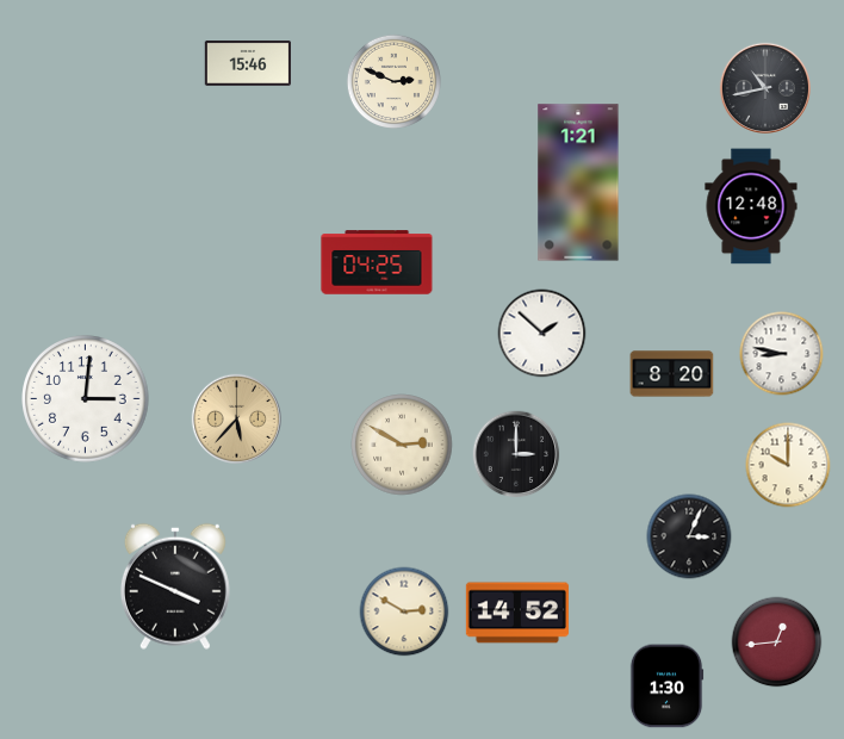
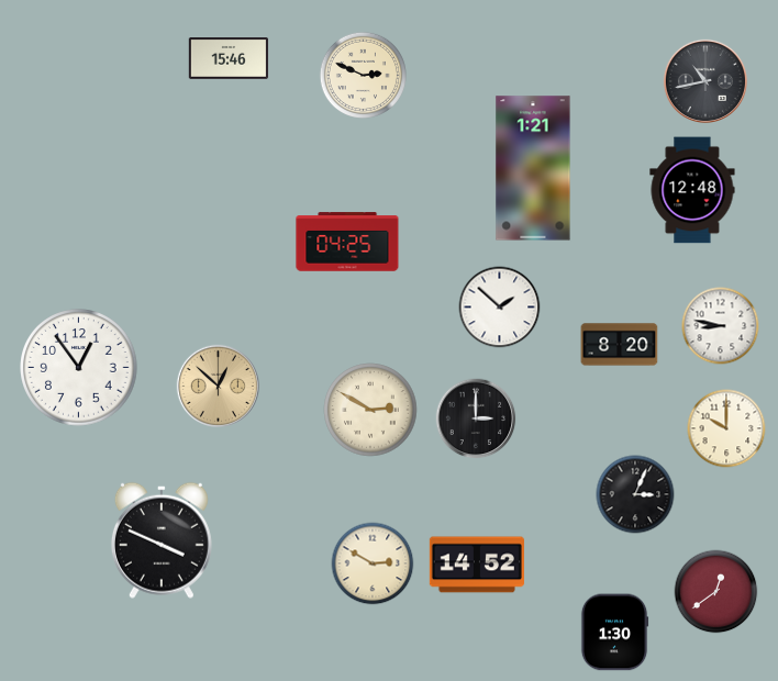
clock at (86, 399): 3:01 -> 12:54
clock at (236, 418): 5:37 -> 12:52
clock at (777, 642): 12:44 -> 12:39
